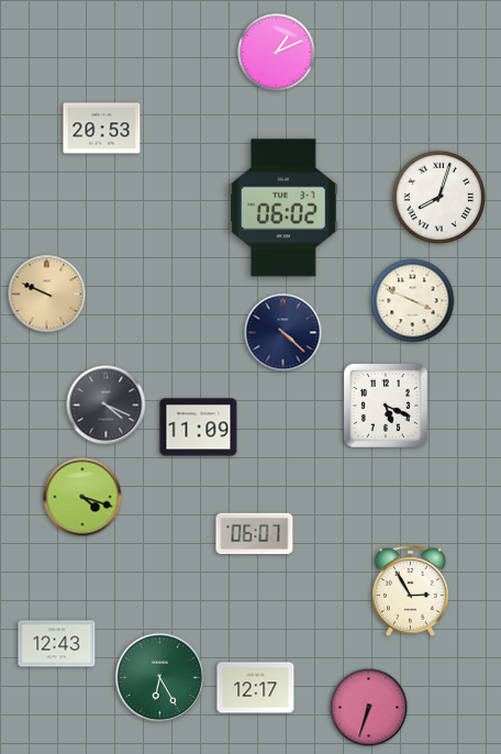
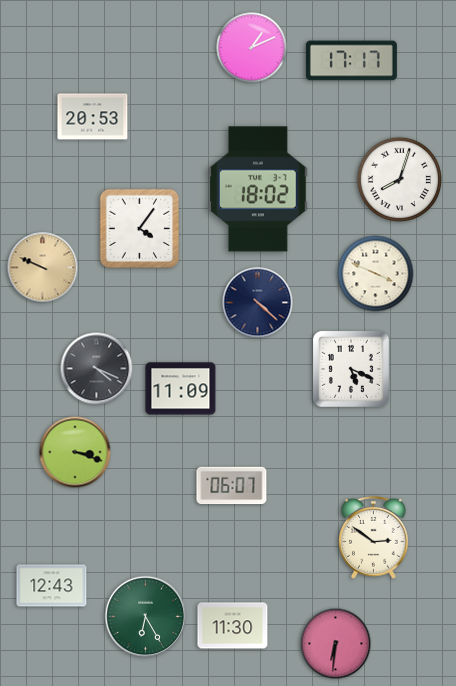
clock at (351, 61): none -> 17:17
clock at (283, 208): 06:02 -> 18:02
clock at (140, 229): none -> 4:06
clock at (82, 497): 4:18 -> 3:18
clock at (411, 590): 2:55 -> 2:51
clock at (256, 688): 12:17 -> 11:30
clock at (369, 708): 6:33 -> 6:31
